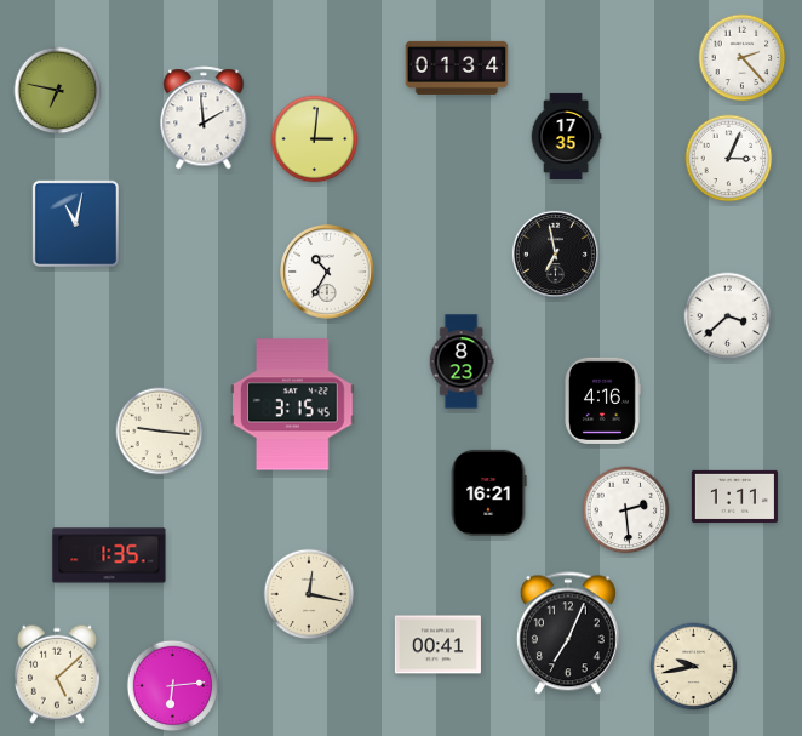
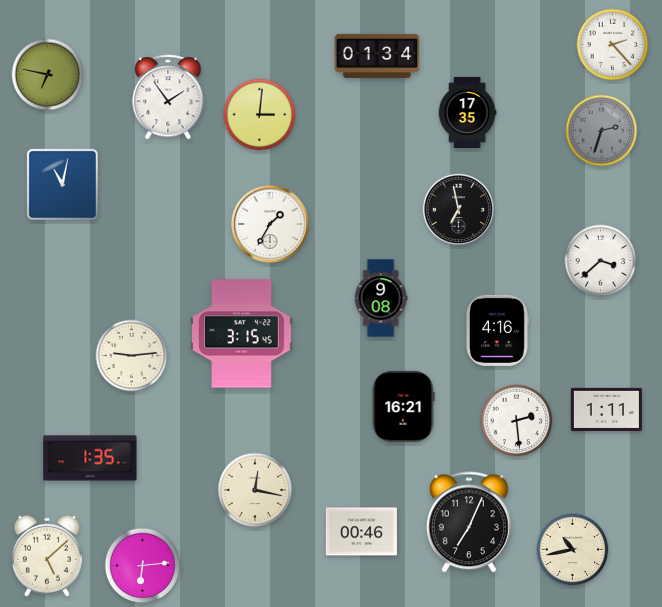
clock at (743, 58) position: (743, 58) -> (613, 45)
clock at (204, 118): 1:59 -> 1:54
clock at (729, 159): 3:04 -> 2:33
clock at (729, 159) dial: white -> grey
clock at (328, 273): 10:35 -> 1:35
clock at (462, 361): 8:23 -> 9:08
clock at (160, 432): 9:16 -> 9:14
clock at (437, 645): 00:41 -> 00:46
clock at (694, 667): 9:43 -> 10:43
